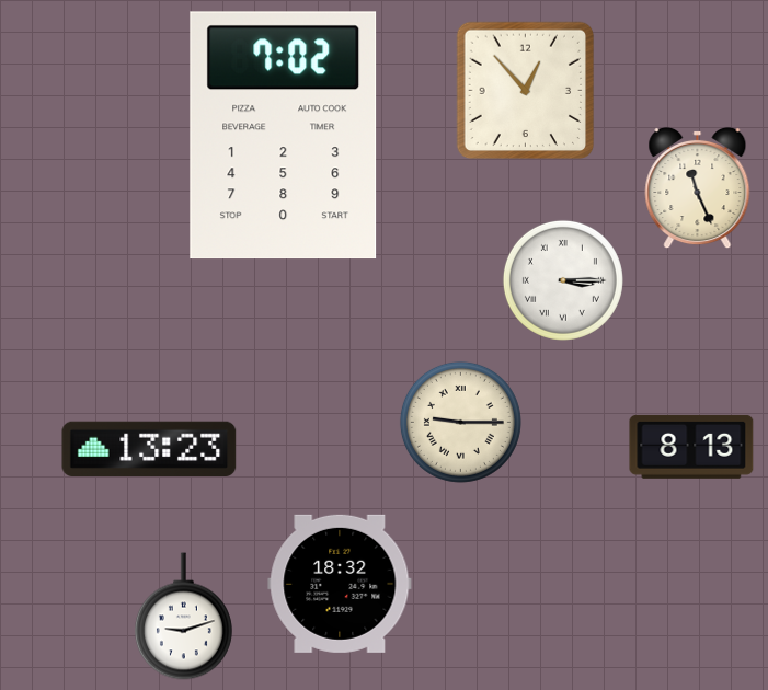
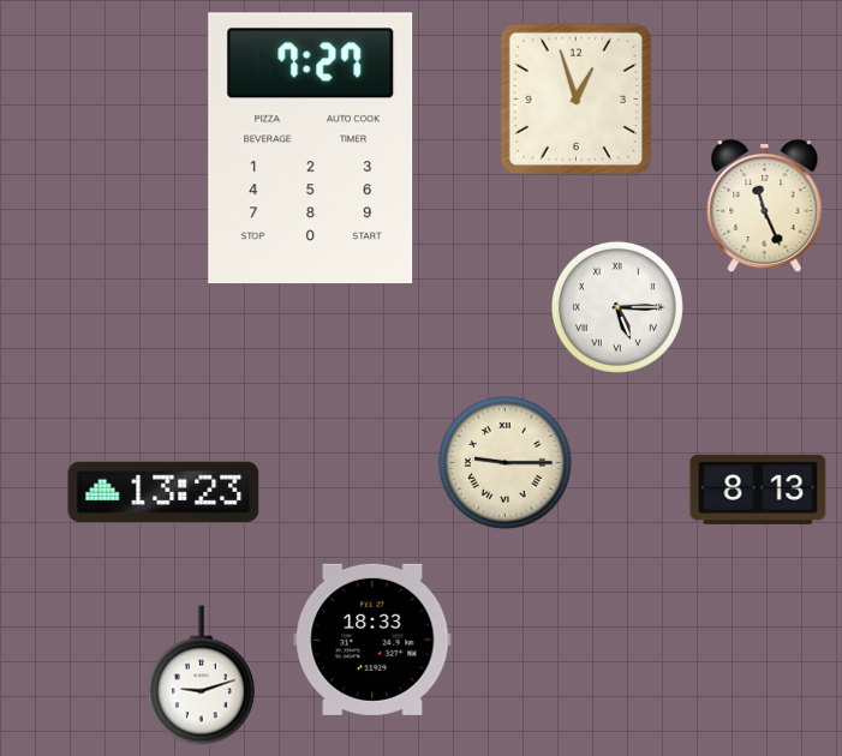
clock at (526, 91): 12:53 -> 12:57
clock at (284, 136): 7:02 -> 7:27
clock at (563, 280): 3:15 -> 5:15
clock at (340, 584): 18:32 -> 18:33
